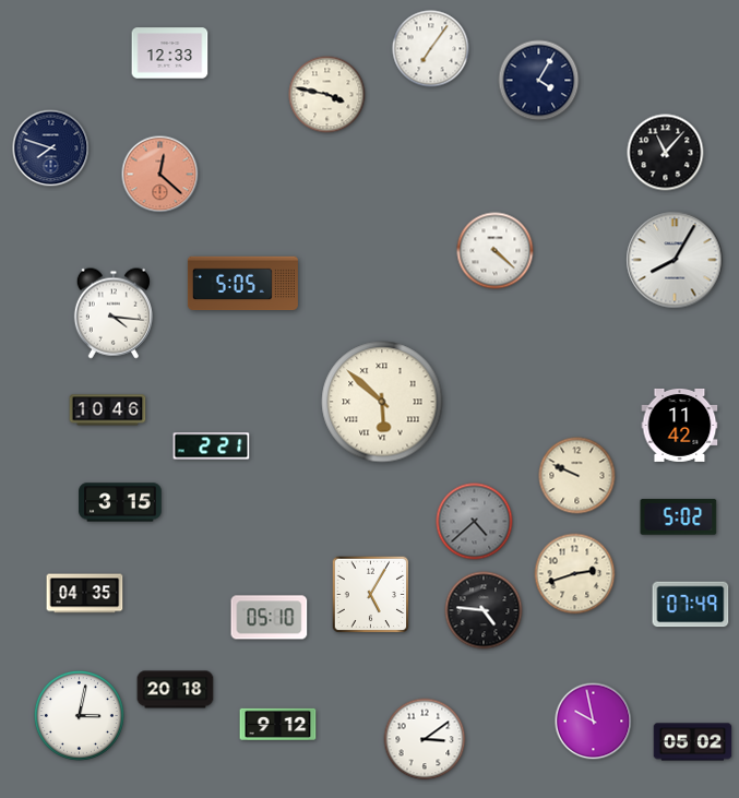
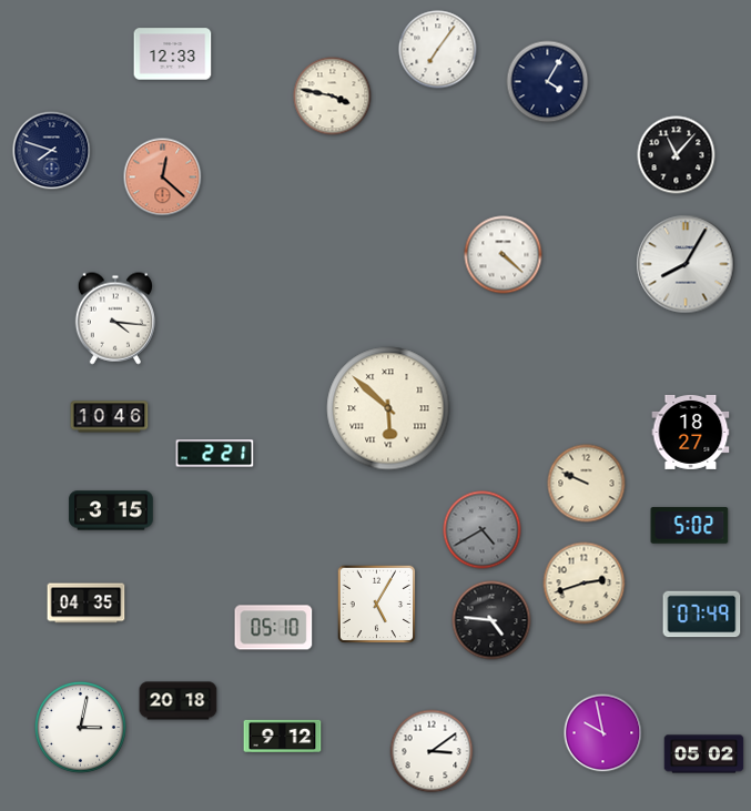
clock at (242, 284): 5:05 -> none
clock at (680, 425): 11:42 -> 18:27
clock at (120, 502) position: (120, 502) -> (111, 510)
clock at (475, 522): 4:38 -> 4:40
